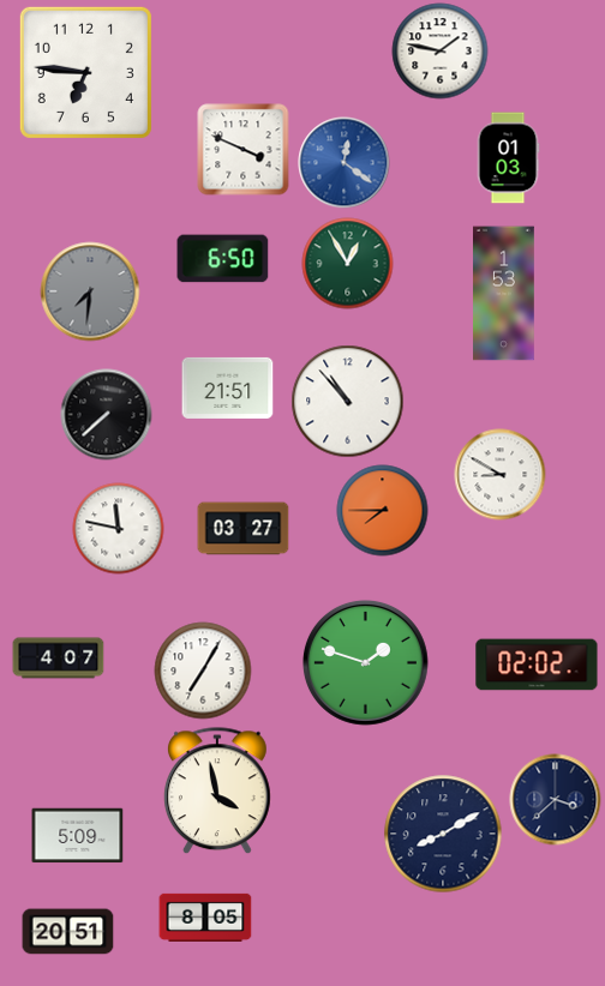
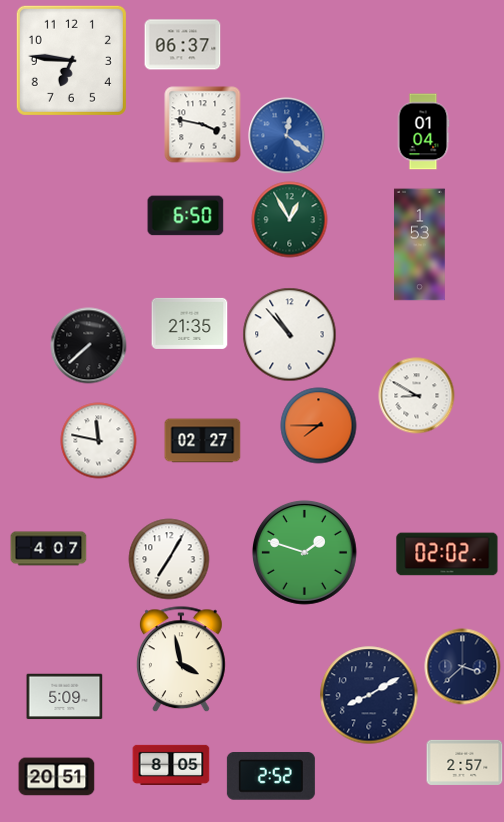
clock at (441, 52): 1:47 -> none
clock at (183, 45): none -> 06:37
clock at (244, 150): 3:49 -> 3:47
clock at (508, 158): 01:03 -> 01:04
clock at (90, 291): 7:31 -> none
clock at (228, 387): 21:51 -> 21:35
clock at (244, 529): 03:27 -> 02:27
clock at (465, 762): none -> 2:57
clock at (271, 777): none -> 2:52
